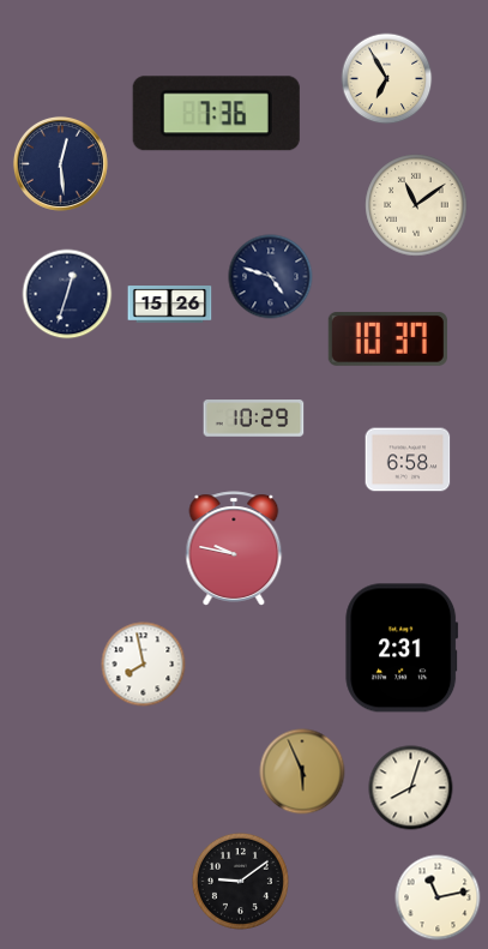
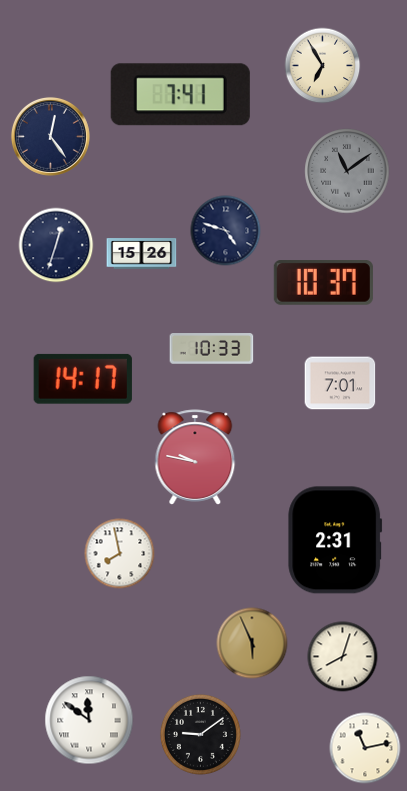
clock at (216, 114): 7:36 -> 7:41
clock at (60, 163): 12:29 -> 12:24
clock at (416, 205) dial: cream -> grey
clock at (254, 419): 10:29 -> 10:33
clock at (83, 379): none -> 14:17
clock at (408, 460): 6:58 -> 7:01
clock at (89, 720): none -> 11:51
